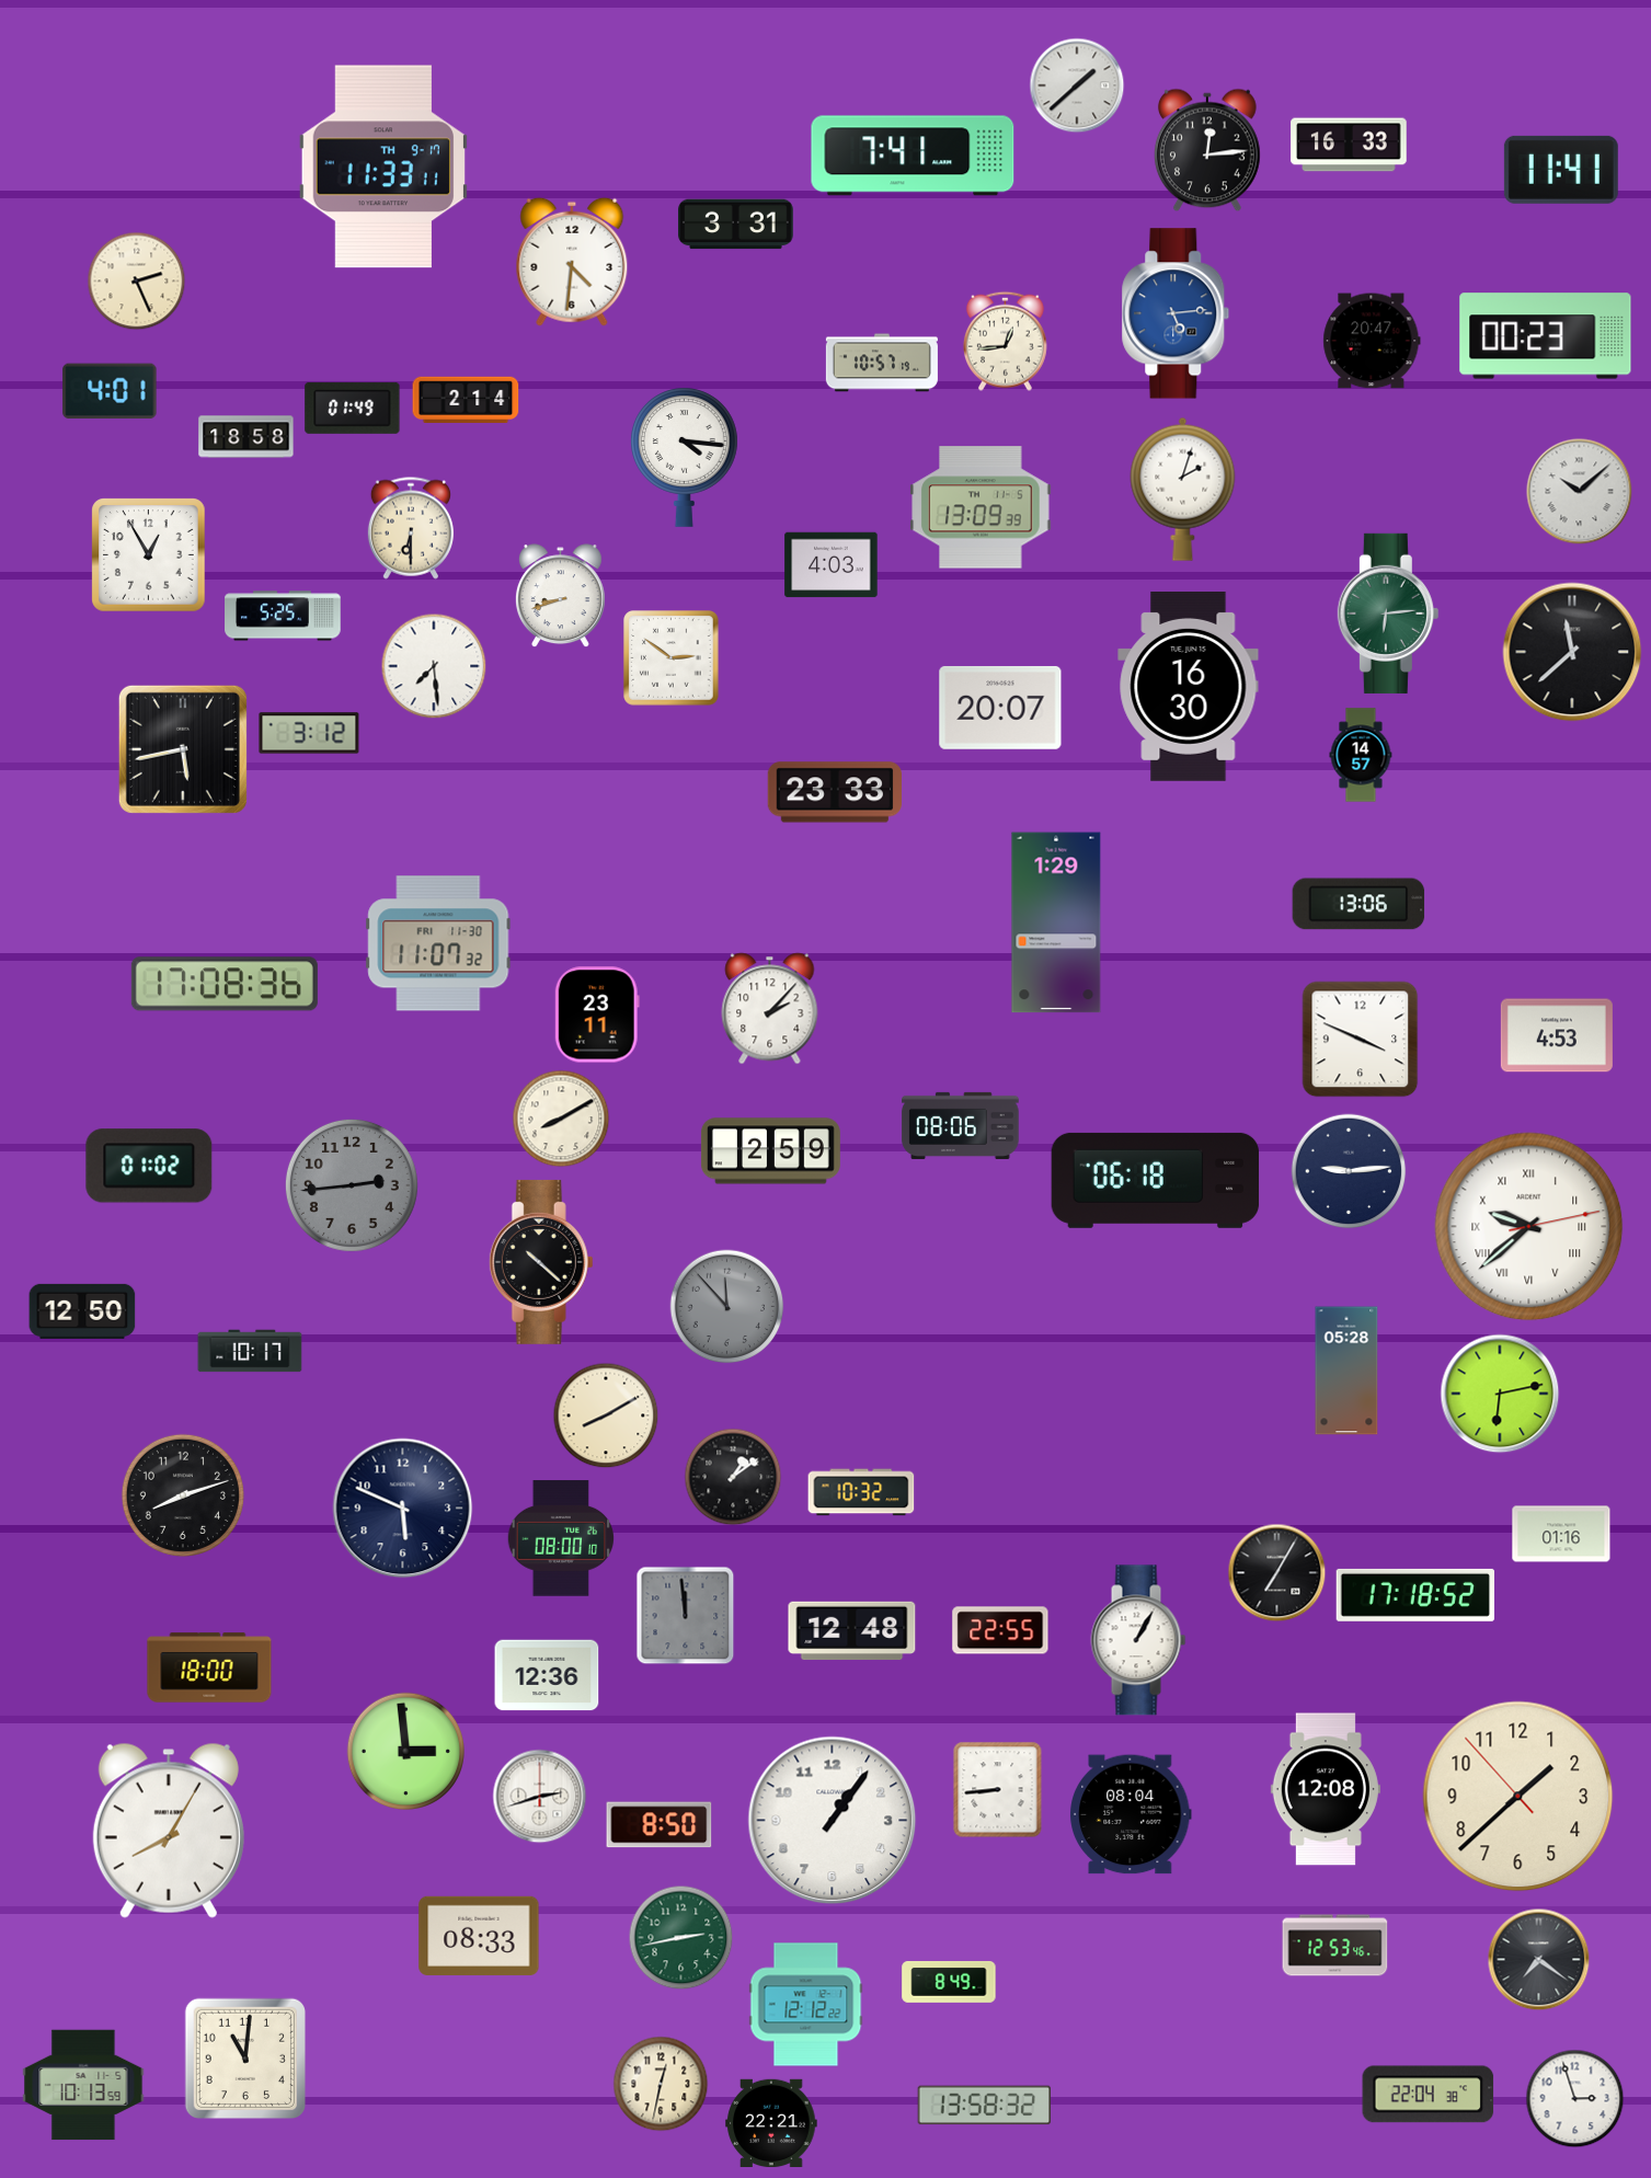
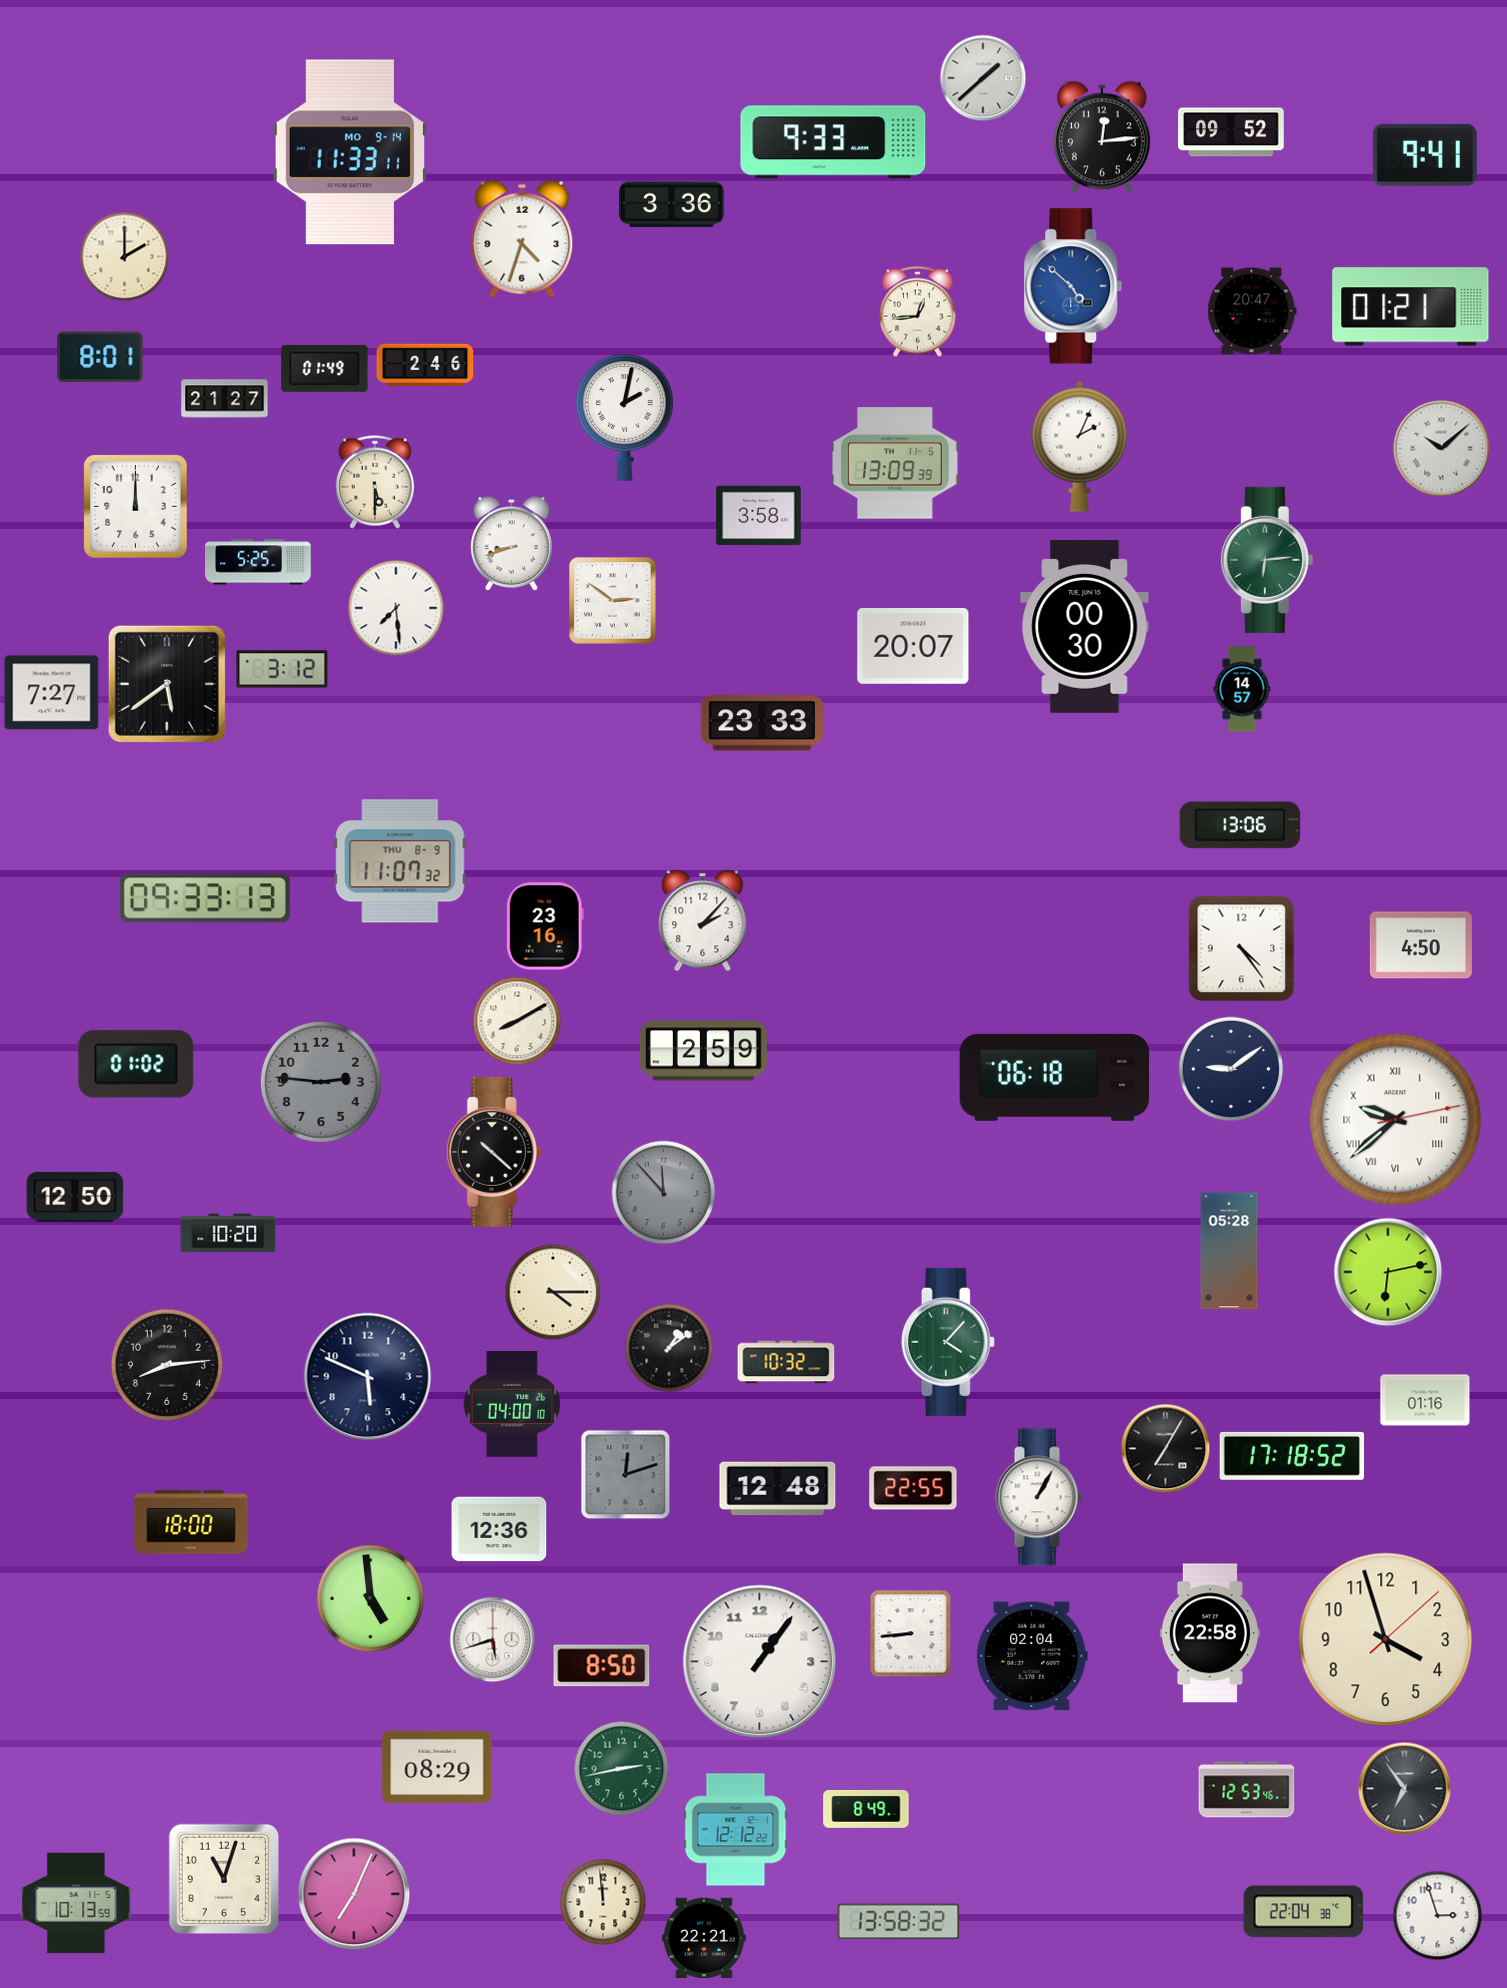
clock at (1349, 145): 16:33 -> 09:52
clock at (913, 156): 7:41 -> 9:33
clock at (383, 167) date: TH 9-17 -> MO 9-14
clock at (1561, 170): 11:41 -> 9:41
clock at (736, 225): 3:31 -> 3:36
clock at (572, 262): 4:31 -> 4:33
clock at (137, 282): 2:26 -> 2:00
clock at (1176, 313): 5:14 -> 4:52
clock at (1546, 336): 00:23 -> 01:21
clock at (882, 363): 10:57 -> none
clock at (110, 391): 4:01 -> 8:01
clock at (466, 400): 2:14 -> 2:46
clock at (353, 408) position: (353, 408) -> (325, 368)
clock at (246, 437): 18:58 -> 21:27
clock at (684, 457): 4:16 -> 2:02
clock at (1183, 489): 2:03 -> 2:04
clock at (411, 528): 6:30 -> 5:30
clock at (149, 555): 12:55 -> 12:00
clock at (832, 565): 4:03 -> 3:58
clock at (1572, 652): 11:38 -> none
clock at (1189, 686): 16:30 -> 00:30
clock at (183, 749): 5:43 -> 5:39
clock at (52, 693): none -> 7:27
clock at (1056, 922): 1:29 -> none
clock at (438, 943) date: FRI 11-30 -> THU 8-9
clock at (225, 984): 17:08 -> 09:33
clock at (597, 1015): 23:11 -> 23:16
clock at (1557, 1035): 4:53 -> 4:50
clock at (1361, 1040): 3:49 -> 4:24
clock at (561, 1119) position: (561, 1119) -> (517, 1021)
clock at (961, 1125): 08:06 -> none
clock at (1349, 1171): 9:14 -> 9:09
clock at (352, 1185): 2:44 -> 2:46
clock at (250, 1351): 10:17 -> 10:20
clock at (1500, 1394) position: (1500, 1394) -> (1388, 1272)
clock at (606, 1415): 8:10 -> 4:15
clock at (948, 1342): none -> 4:07
clock at (183, 1495): 8:12 -> 8:14
clock at (560, 1538): 08:00 -> 04:00
clock at (1277, 1573) position: (1277, 1573) -> (1166, 1449)
clock at (686, 1616): 11:59 -> 12:12
clock at (406, 1752): 2:59 -> 4:59
clock at (1326, 1789): 12:08 -> 22:58
clock at (540, 1797): 2:42 -> 5:42
clock at (1518, 1797): 1:37 -> 3:57
clock at (1131, 1814): 08:04 -> 02:04
clock at (169, 1831): 8:05 -> none
clock at (479, 1936): 08:33 -> 08:29
clock at (1335, 1946) position: (1335, 1946) -> (1247, 1790)
clock at (1539, 1960): 7:21 -> 6:54
clock at (244, 2057): 11:01 -> 11:03
clock at (354, 1894): none -> 7:04
clock at (661, 2084): 12:32 -> 11:59
